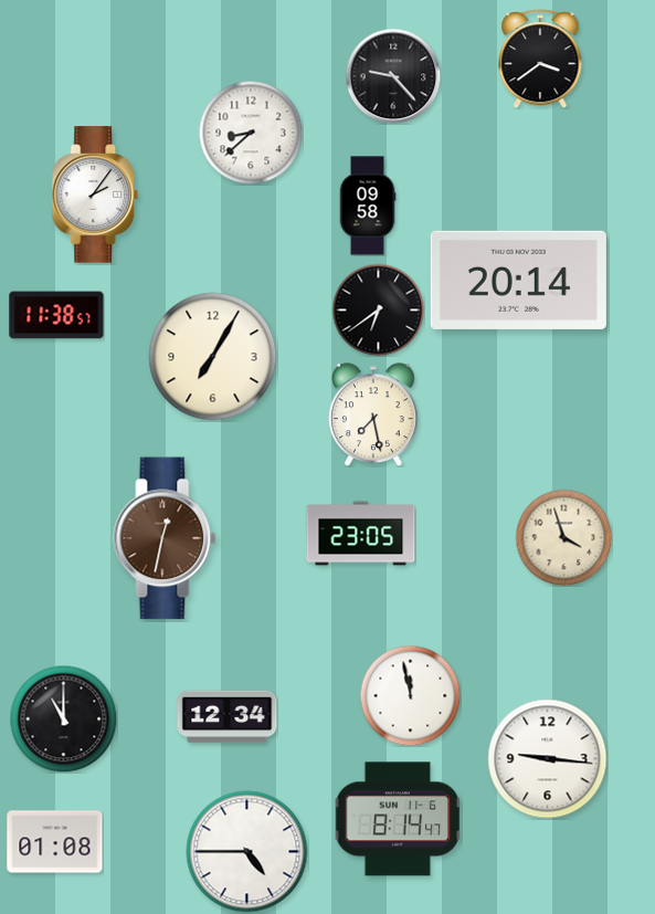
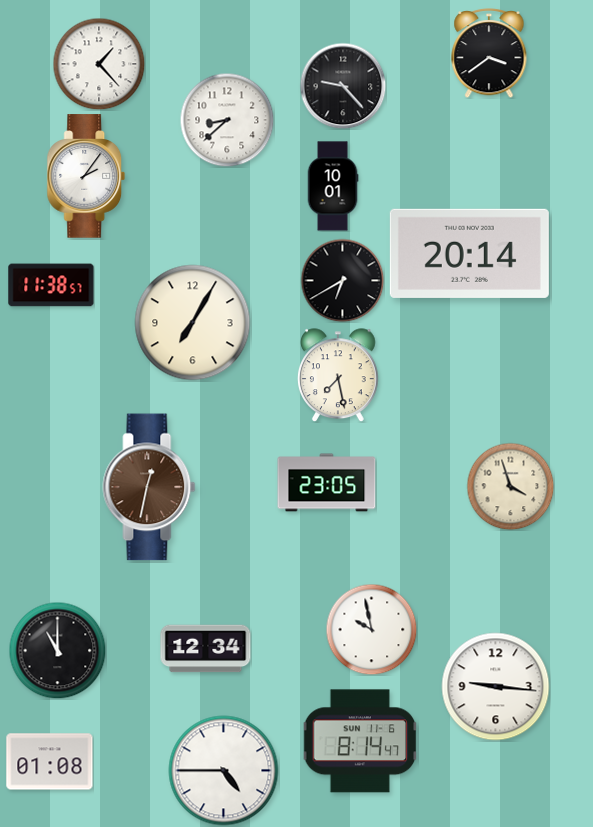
clock at (99, 64): none -> 1:23
clock at (393, 76) position: (393, 76) -> (343, 86)
clock at (368, 206): 09:58 -> 10:01
clock at (378, 309): 6:39 -> 6:40
clock at (410, 695): 11:58 -> 9:58
